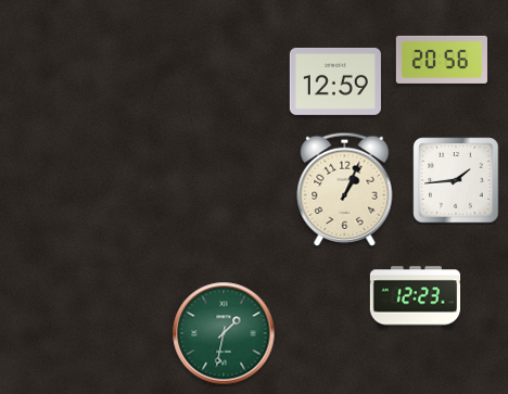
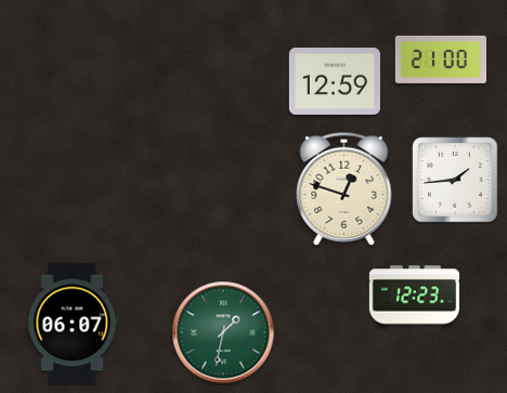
clock at (442, 60): 20:56 -> 21:00
clock at (345, 189): 1:04 -> 12:48
clock at (73, 323): none -> 06:07
